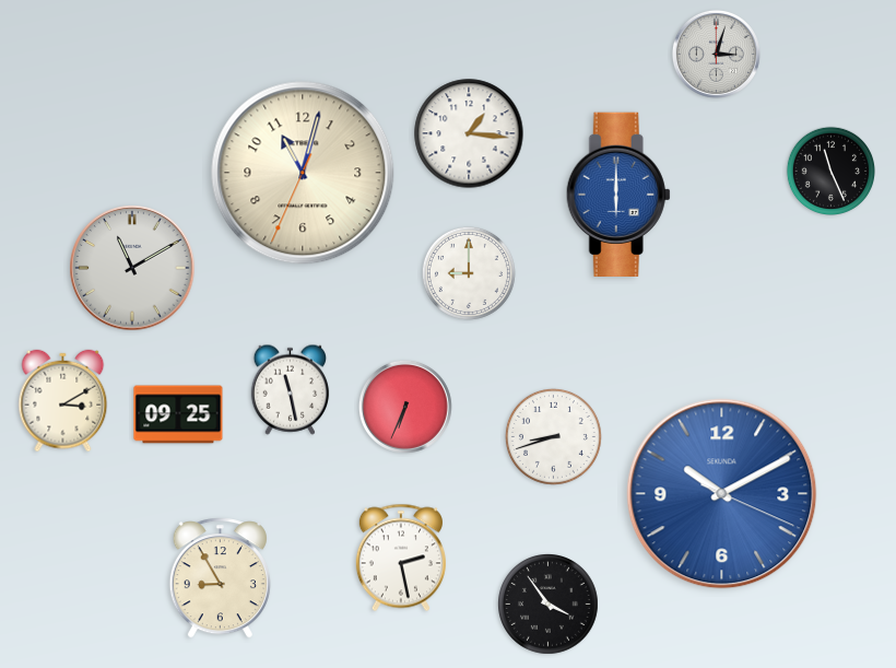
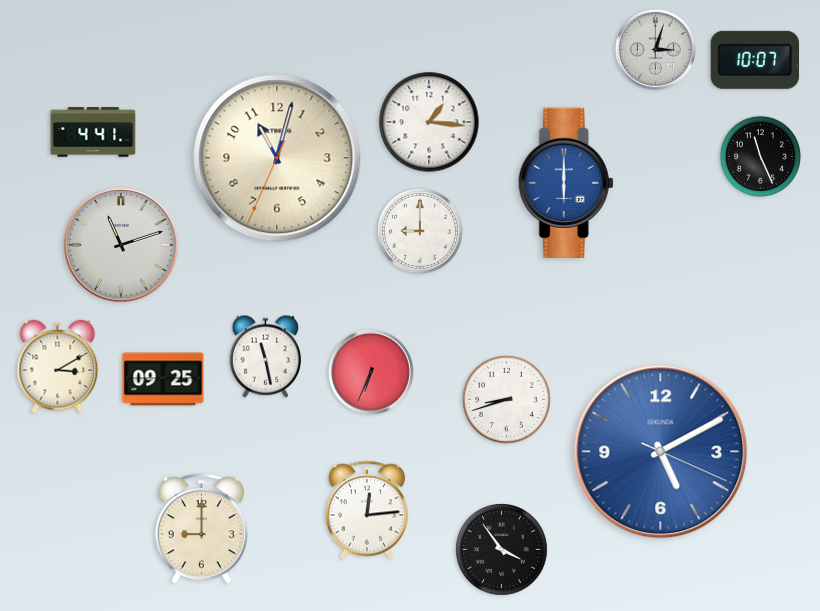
clock at (755, 60): none -> 10:07
clock at (93, 132): none -> 4:41
clock at (618, 194) position: (618, 194) -> (566, 182)
clock at (132, 268): 11:10 -> 11:12
clock at (469, 273) position: (469, 273) -> (420, 231)
clock at (722, 494): 10:10 -> 5:10
clock at (401, 558): 2:28 -> 12:14
clock at (220, 578): 8:55 -> 9:00
clock at (549, 605) position: (549, 605) -> (502, 550)
